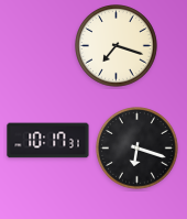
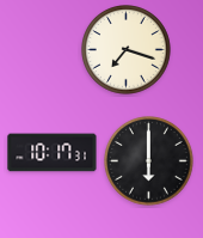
clock at (137, 149): 6:18 -> 6:00
